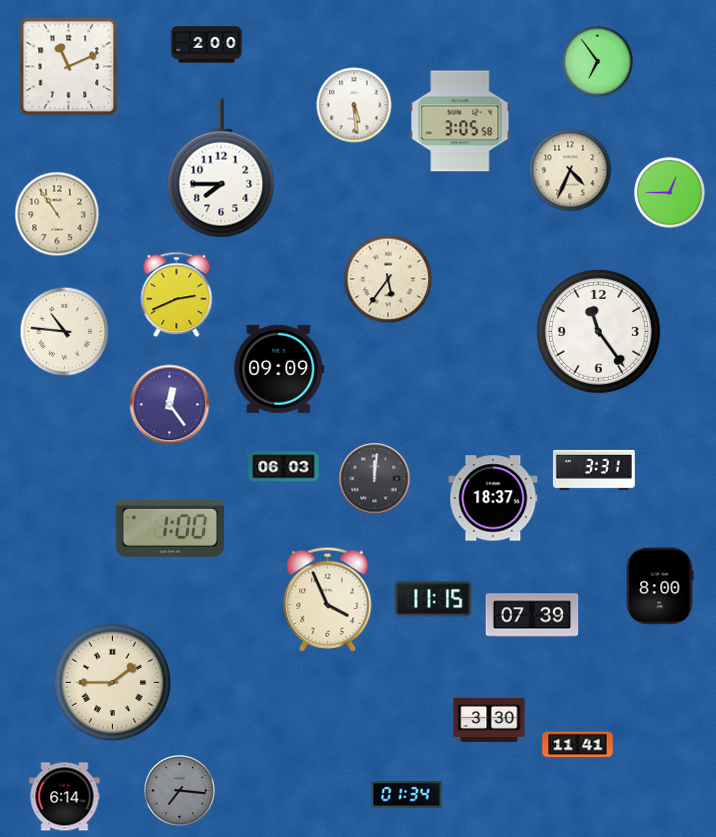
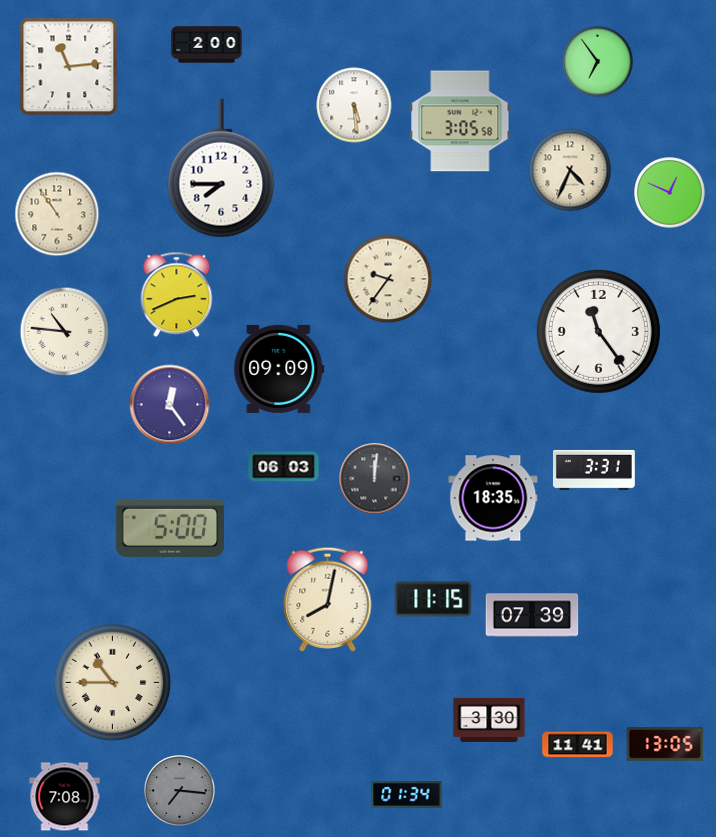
clock at (69, 67): 11:11 -> 11:14
clock at (670, 193): 12:45 -> 12:49
clock at (388, 279): 5:36 -> 9:36
clock at (493, 498): 18:37 -> 18:35
clock at (169, 528): 1:00 -> 5:00
clock at (660, 586): 8:00 -> none
clock at (328, 599): 3:56 -> 8:02
clock at (113, 683): 1:45 -> 10:45
clock at (665, 744): none -> 13:05
clock at (65, 797): 6:14 -> 7:08
